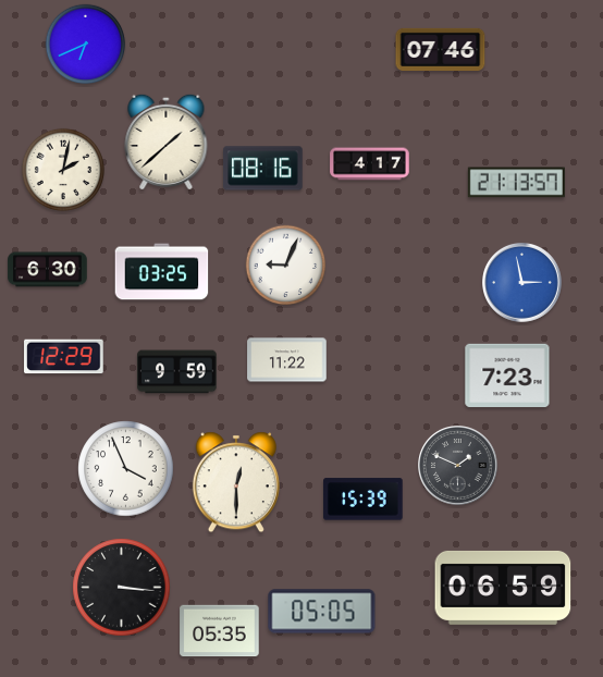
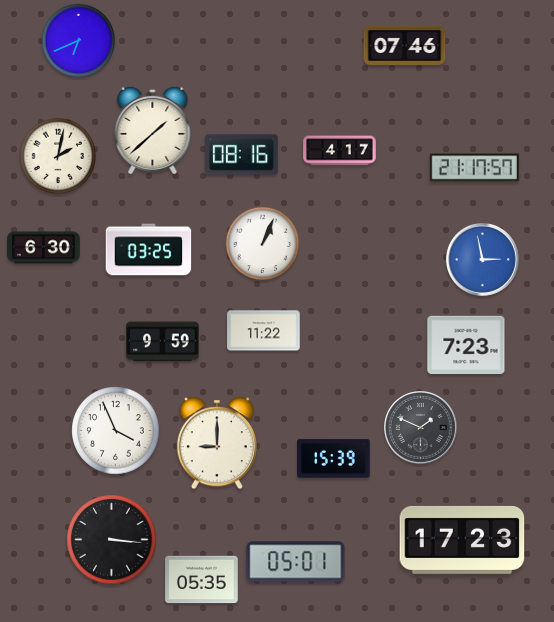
clock at (516, 183): 21:13 -> 21:17
clock at (286, 266): 9:04 -> 1:04
clock at (522, 283) position: (522, 283) -> (483, 260)
clock at (64, 357): 12:29 -> none
clock at (236, 482): 12:30 -> 9:00
clock at (503, 588): 06:59 -> 17:23
clock at (322, 612): 05:05 -> 05:01
